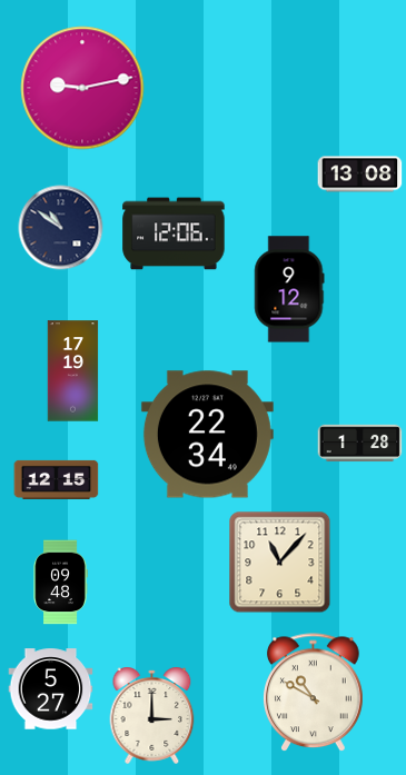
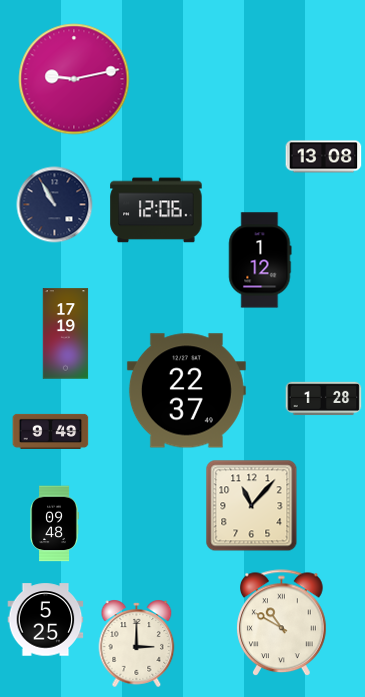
clock at (61, 228): 10:51 -> 10:55
clock at (289, 289): 9:12 -> 1:12
clock at (207, 435): 22:34 -> 22:37
clock at (57, 479): 12:15 -> 9:49
clock at (51, 689): 5:27 -> 5:25
